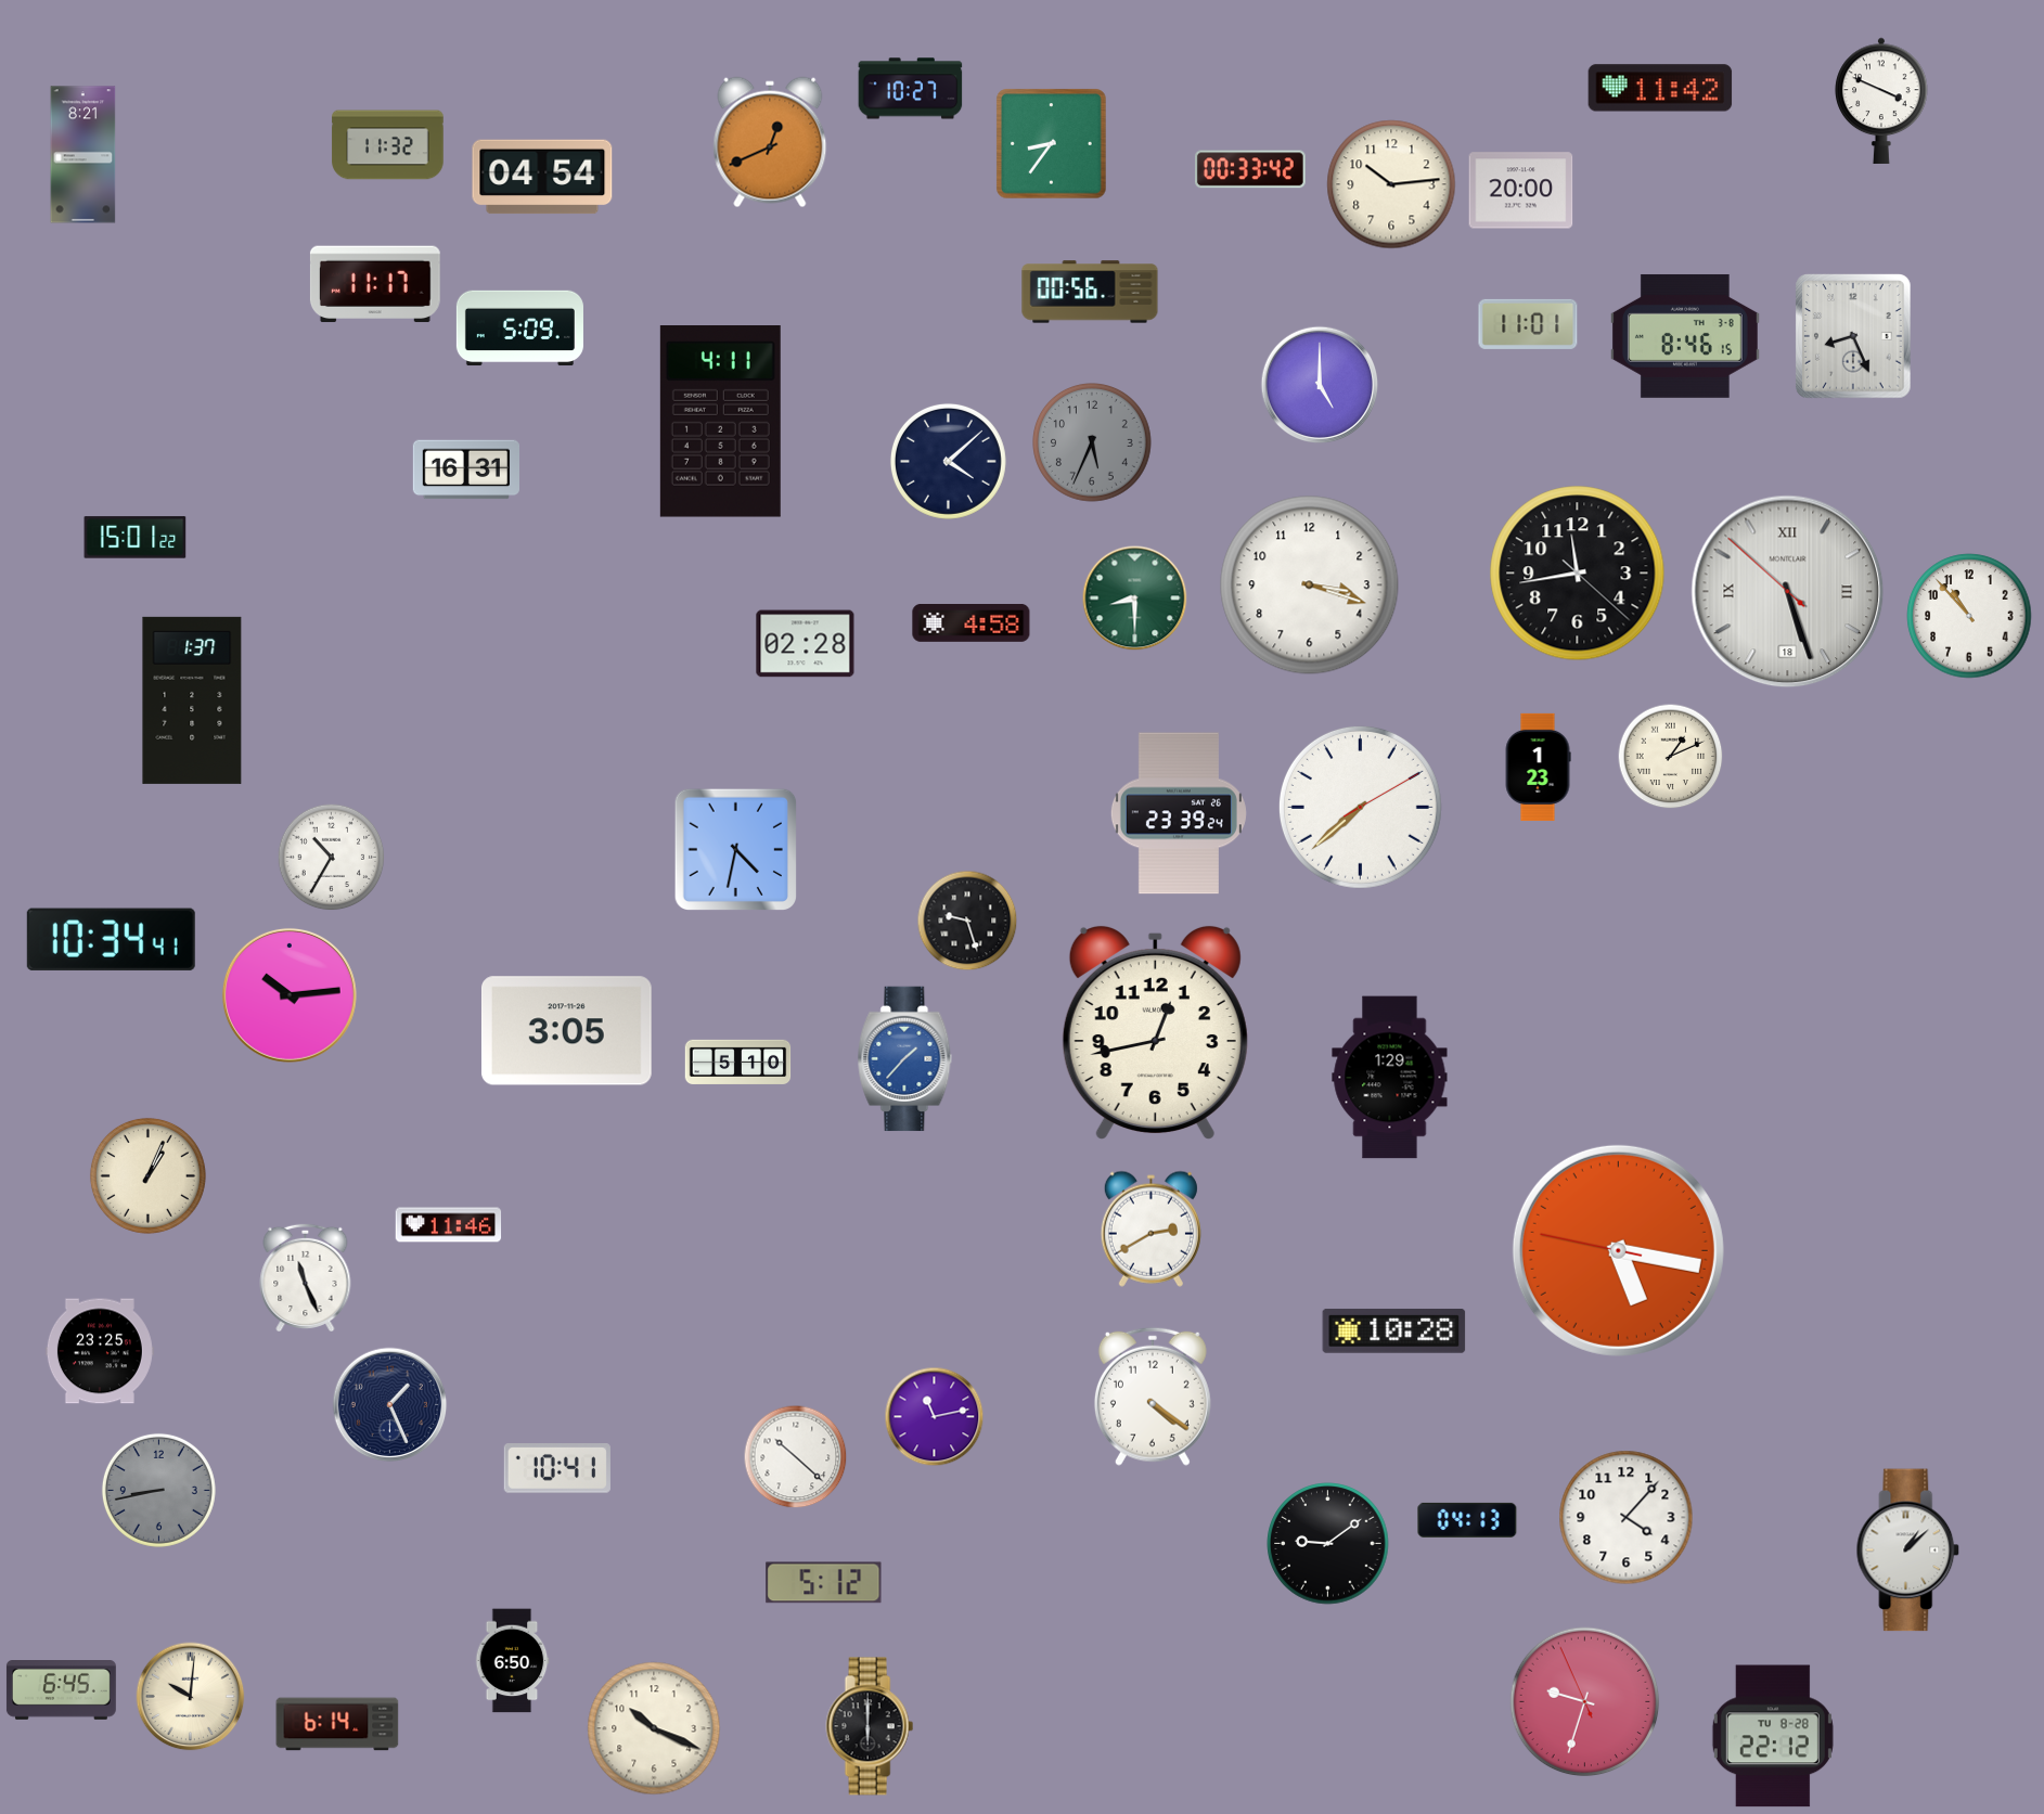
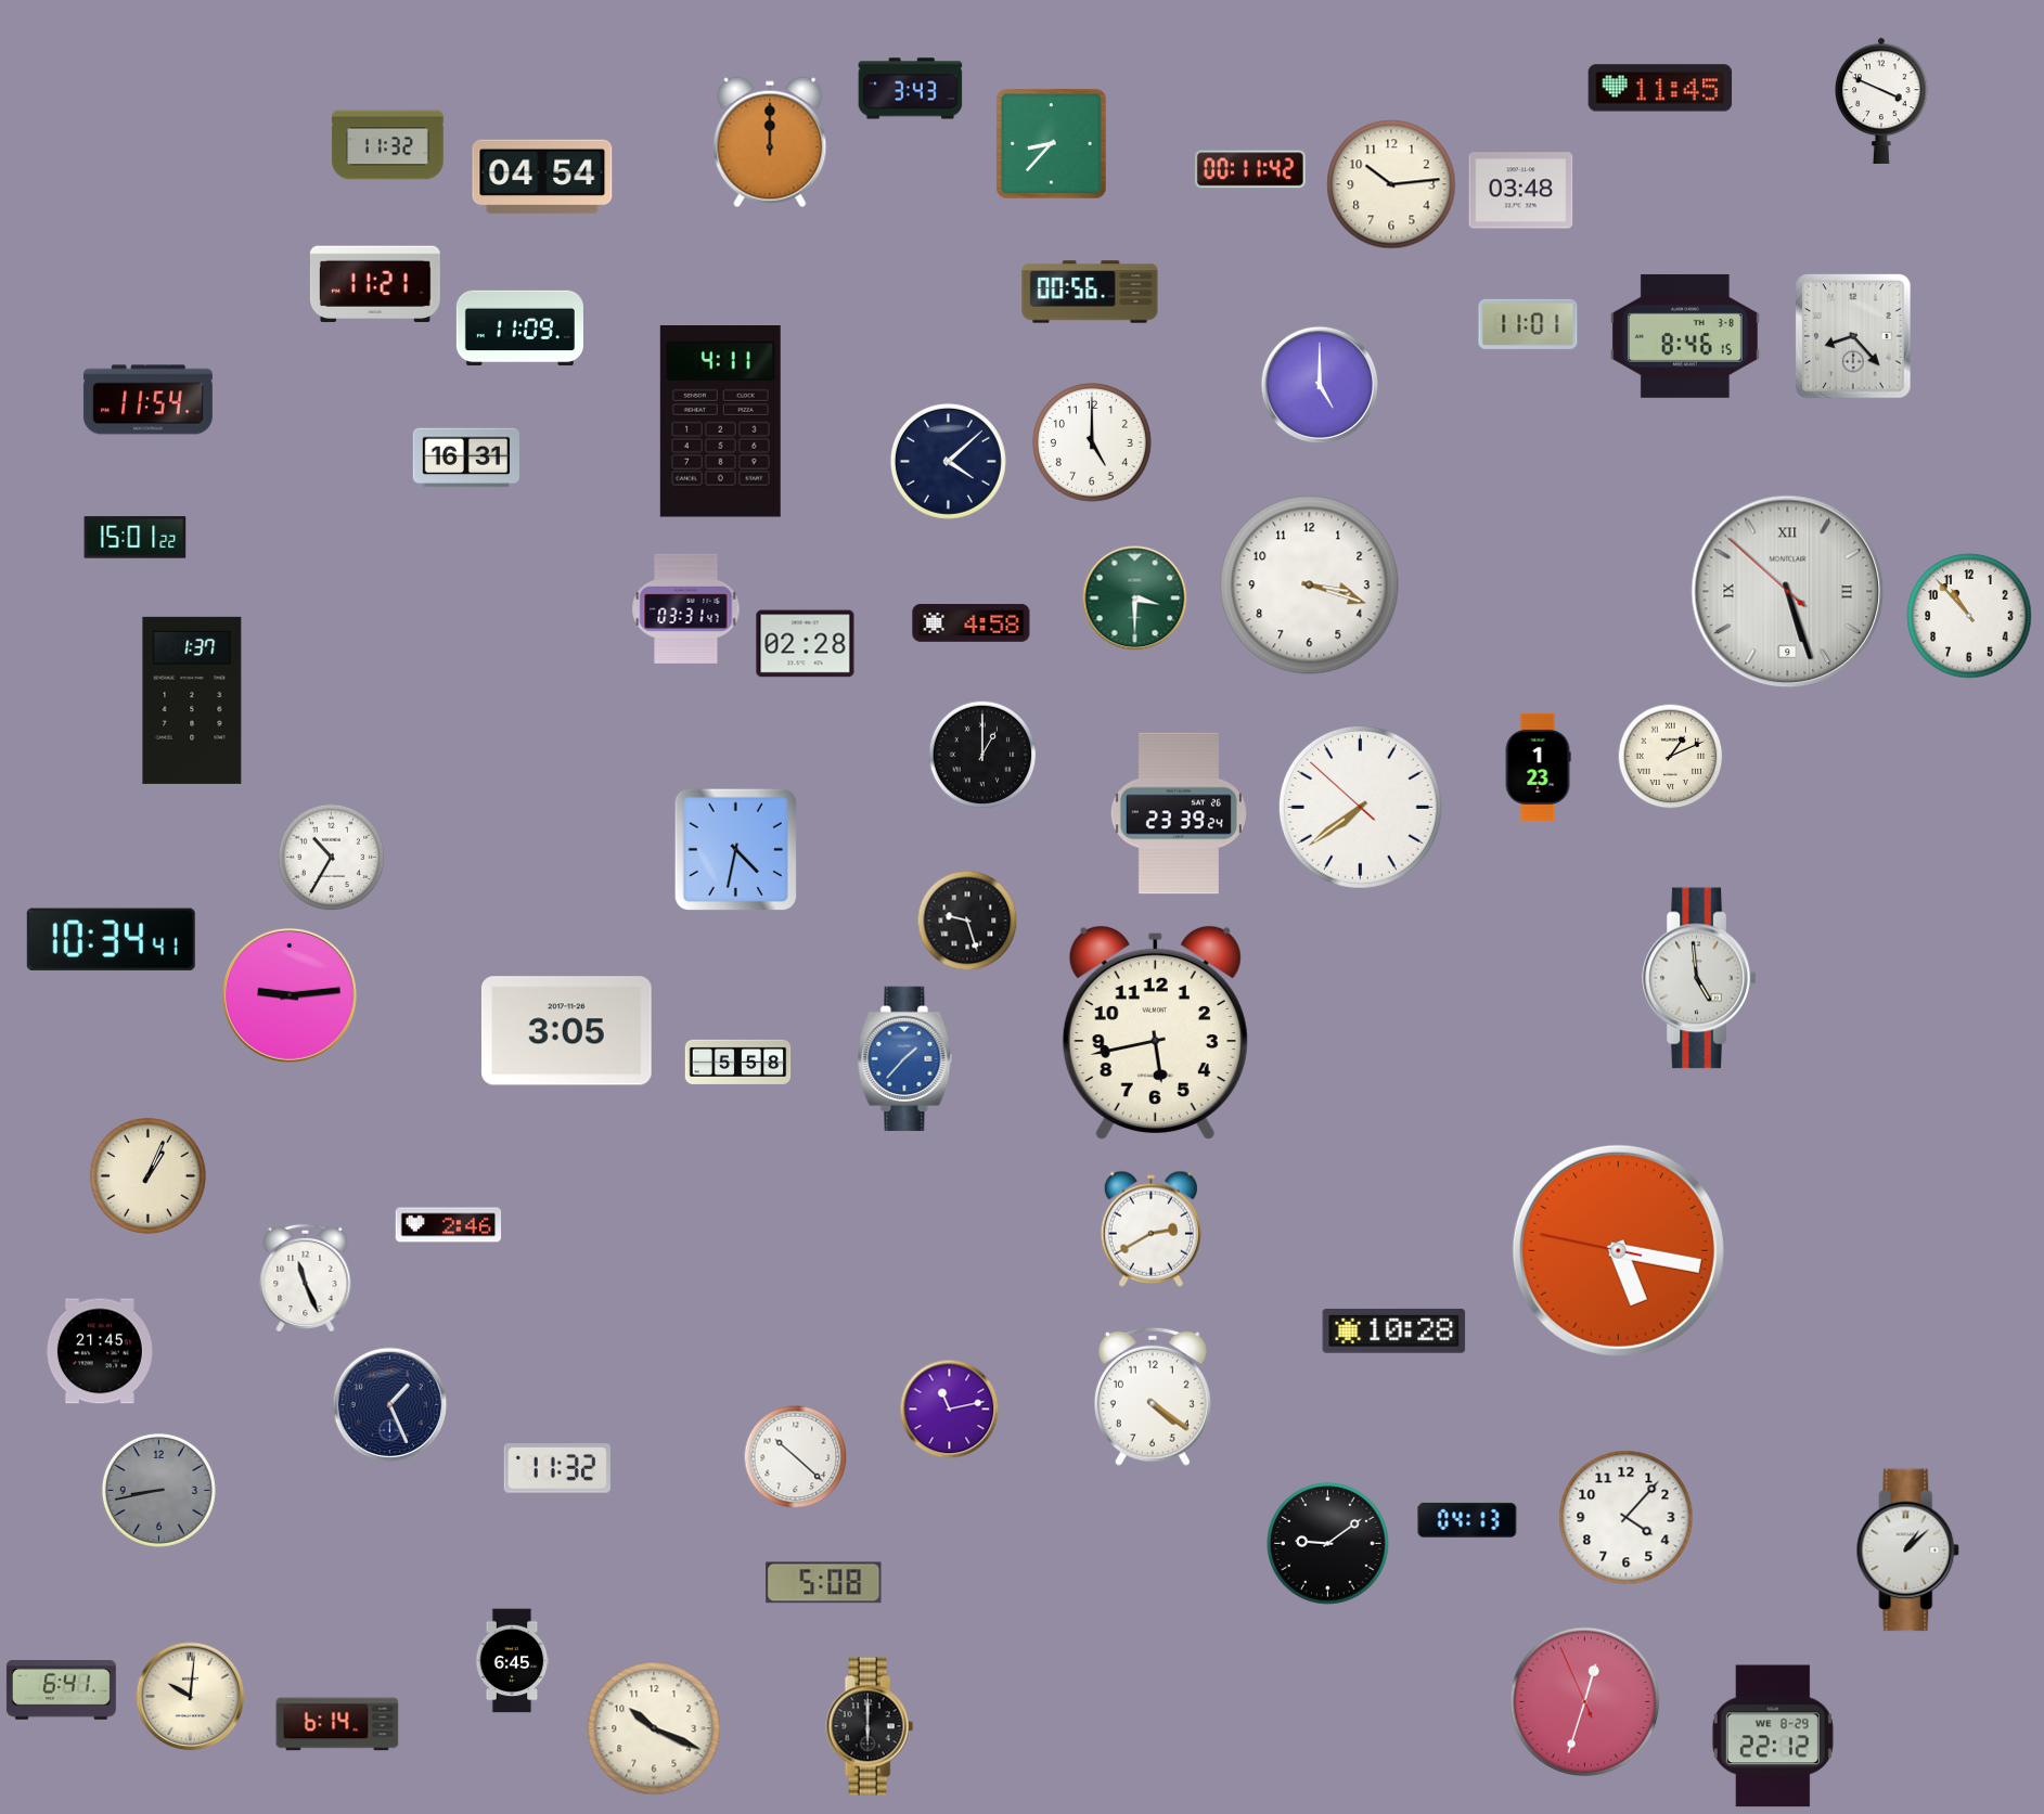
clock at (1660, 88): 11:42 -> 11:45
clock at (911, 89): 10:27 -> 3:43
clock at (770, 142): 12:41 -> 12:00
clock at (1052, 144): 8:36 -> 8:37
clock at (83, 155): 8:21 -> none
clock at (1250, 169): 00:33 -> 00:11
clock at (1521, 191): 20:00 -> 03:48
clock at (375, 284): 11:17 -> 11:21
clock at (519, 329): 5:09 -> 11:09
clock at (1853, 336): 8:26 -> 8:23
clock at (147, 400): none -> 11:54
clock at (1093, 443): 5:34 -> 5:00
clock at (1093, 443) dial: grey -> white
clock at (465, 469) position: (465, 469) -> (465, 458)
clock at (1578, 574): 11:43 -> none
clock at (1788, 592) date: 18 -> 9
clock at (1135, 599): 8:30 -> 3:30
clock at (686, 608): none -> 03:31
clock at (982, 755): none -> 1:00
clock at (1360, 807): 7:38:10 -> 7:38:52
clock at (1699, 978): none -> 4:59
clock at (290, 995): 10:14 -> 9:14
clock at (1155, 1033): 12:43 -> 5:43
clock at (738, 1063): 5:10 -> 5:58
clock at (1390, 1078): 1:29 -> none
clock at (449, 1225): 11:46 -> 2:46
clock at (100, 1351): 23:25 -> 21:45
clock at (935, 1417) position: (935, 1417) -> (950, 1410)
clock at (557, 1468): 10:41 -> 11:32
clock at (824, 1583): 5:12 -> 5:08
clock at (512, 1661): 6:50 -> 6:45
clock at (61, 1690): 6:45 -> 6:41
clock at (1585, 1702): 9:32 -> 12:32
clock at (1773, 1736) date: TU 8-28 -> WE 8-29
